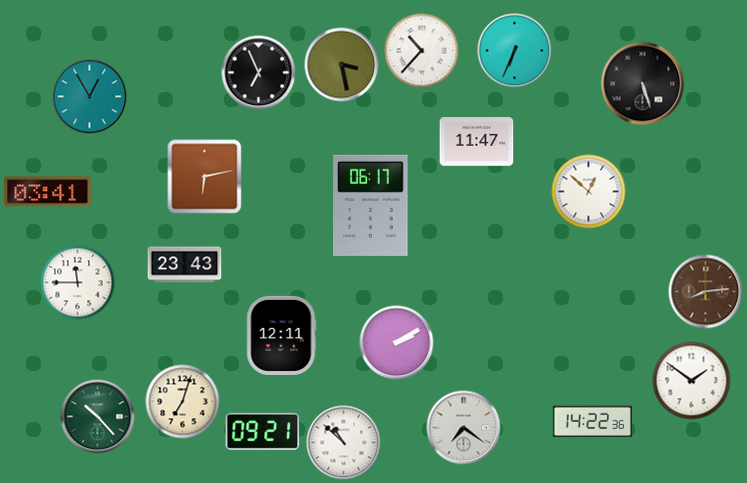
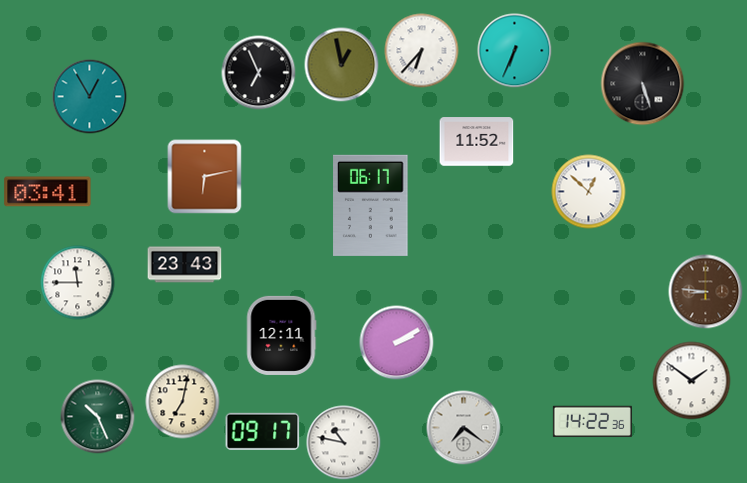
clock at (422, 51): 10:37 -> 6:37
clock at (342, 65): 3:28 -> 12:58
clock at (477, 142): 11:47 -> 11:52
clock at (706, 292): 8:14 -> 8:46
clock at (183, 402): 7:03 -> 7:02
clock at (98, 417): 10:23 -> 10:26
clock at (263, 431): 09:21 -> 09:17
clock at (344, 443): 10:52 -> 10:47
